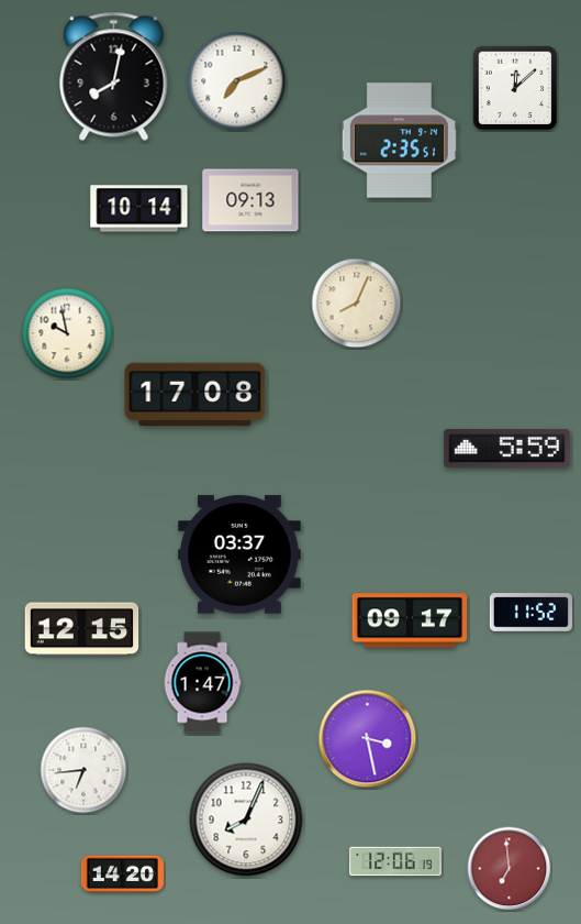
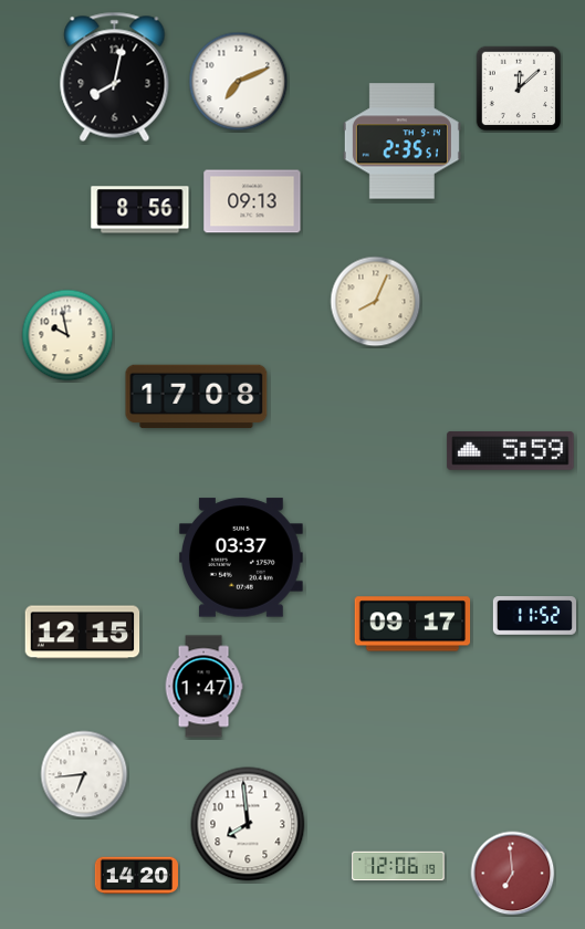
clock at (139, 209): 10:14 -> 8:56
clock at (357, 304) position: (357, 304) -> (376, 302)
clock at (368, 739): 3:28 -> none
clock at (246, 820): 8:04 -> 7:59
clock at (122, 875) position: (122, 875) -> (136, 876)
